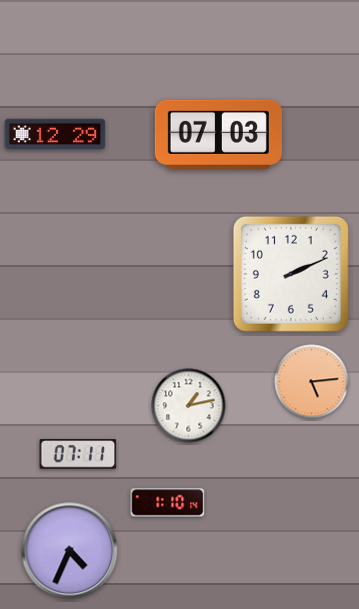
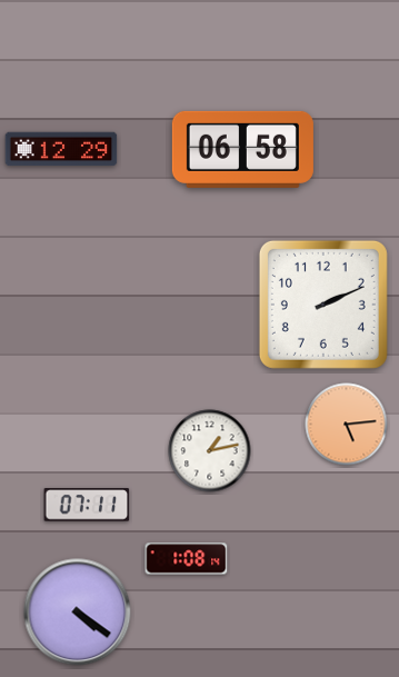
clock at (218, 134): 07:03 -> 06:58
clock at (168, 503): 1:10 -> 1:08
clock at (70, 551): 4:34 -> 4:21
